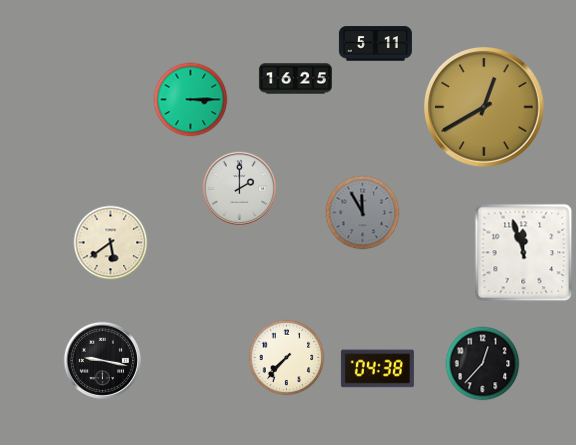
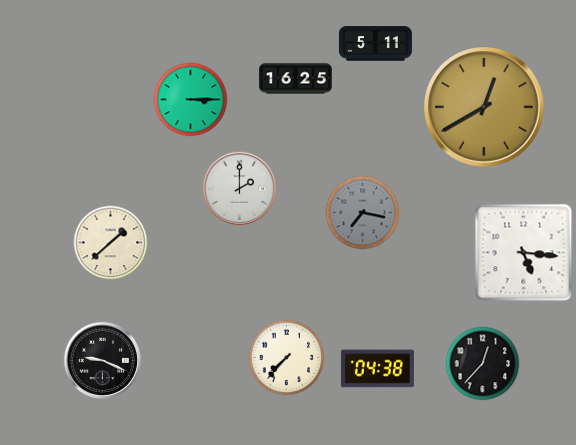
clock at (363, 213): 11:55 -> 7:17
clock at (111, 243): 5:39 -> 1:38
clock at (524, 253): 11:57 -> 5:16
clock at (102, 360): 9:17 -> 9:19
